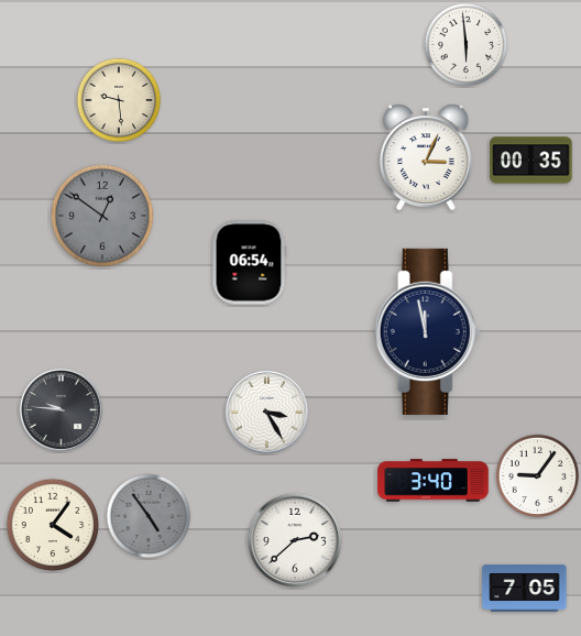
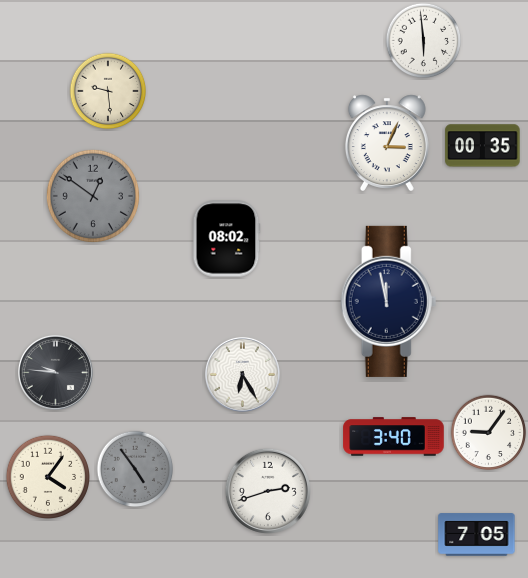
clock at (250, 263): 06:54 -> 08:02
clock at (266, 412): 3:25 -> 6:25
clock at (295, 540): 2:38 -> 2:42
